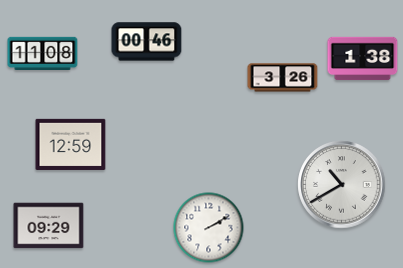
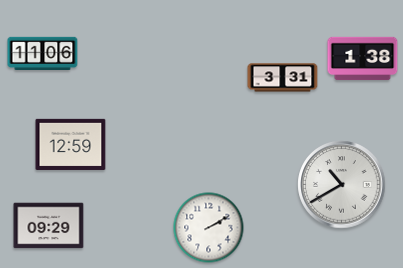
clock at (147, 42): 00:46 -> none
clock at (43, 53): 11:08 -> 11:06
clock at (283, 78): 3:26 -> 3:31
